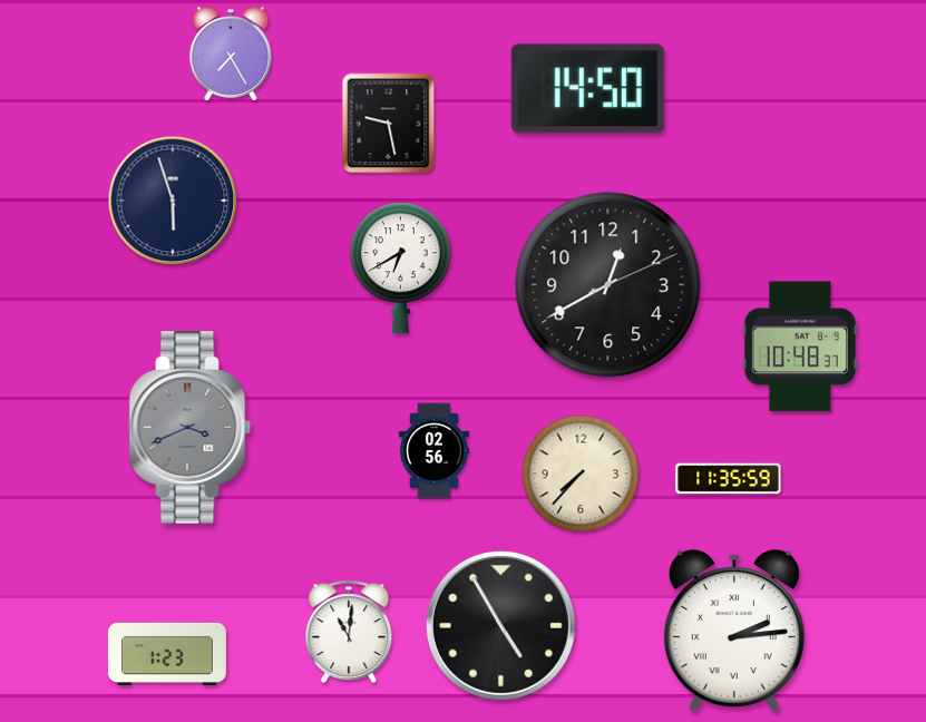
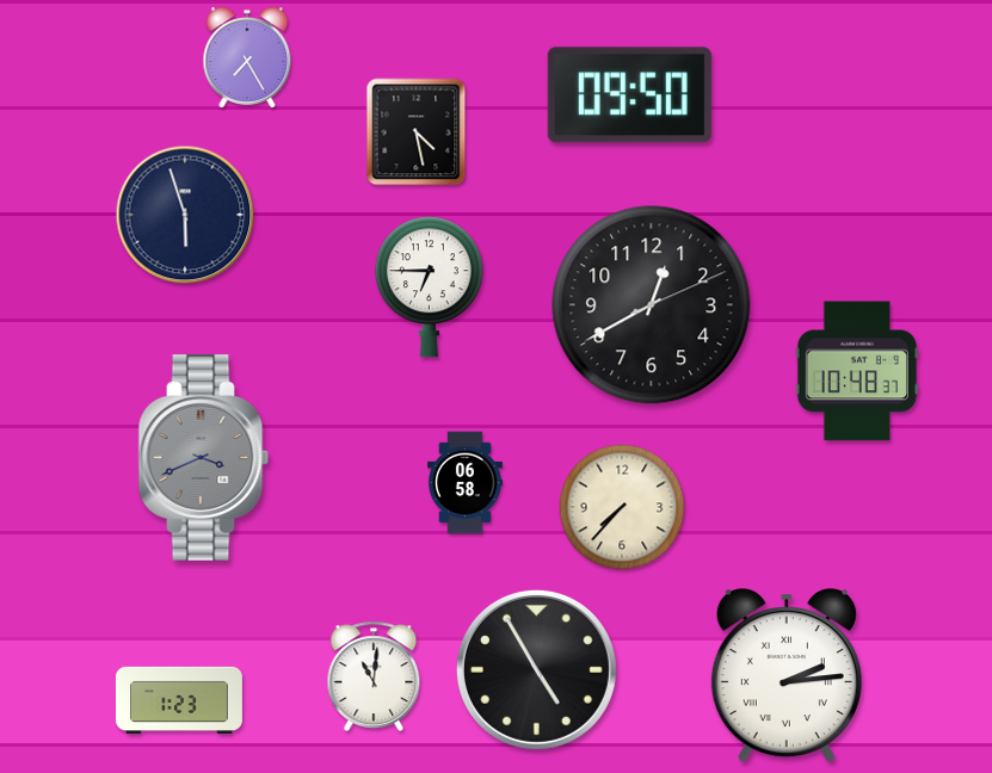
clock at (587, 89): 14:50 -> 09:50
clock at (389, 124): 9:28 -> 4:28
clock at (400, 269): 6:40 -> 6:45
clock at (435, 451): 02:56 -> 06:58
clock at (729, 479): 11:35 -> none
